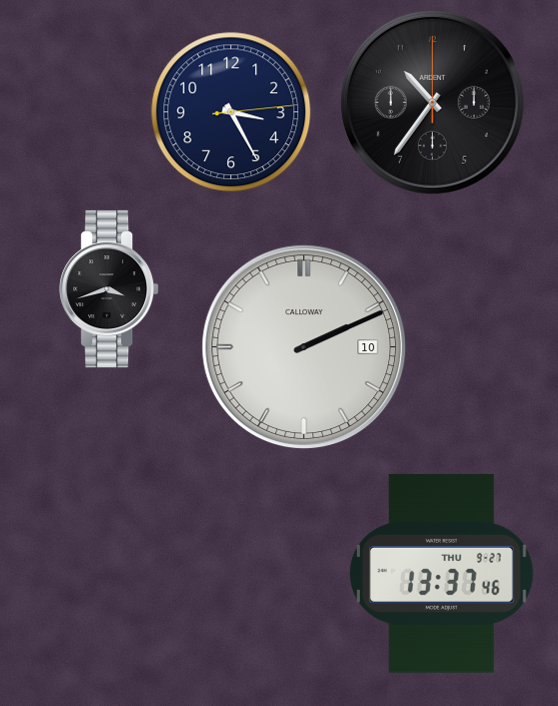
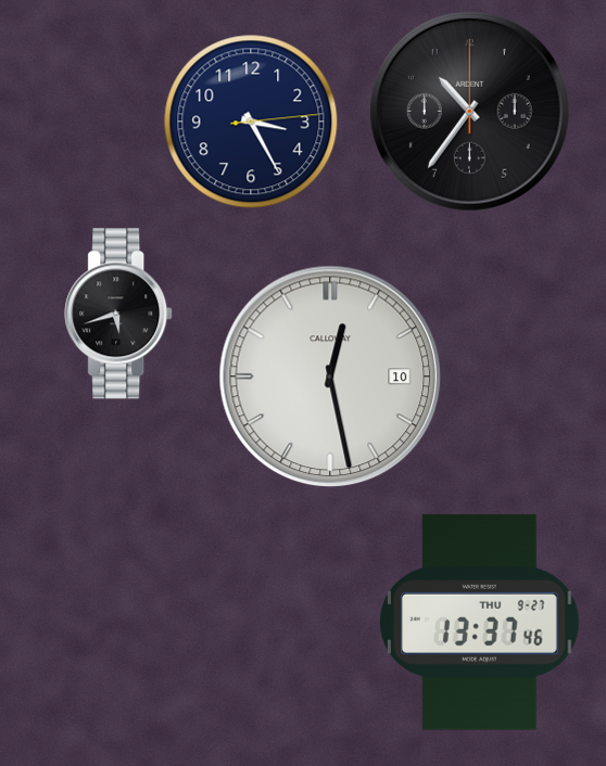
clock at (110, 289): 3:42 -> 5:42
clock at (304, 347): 2:11 -> 12:28
